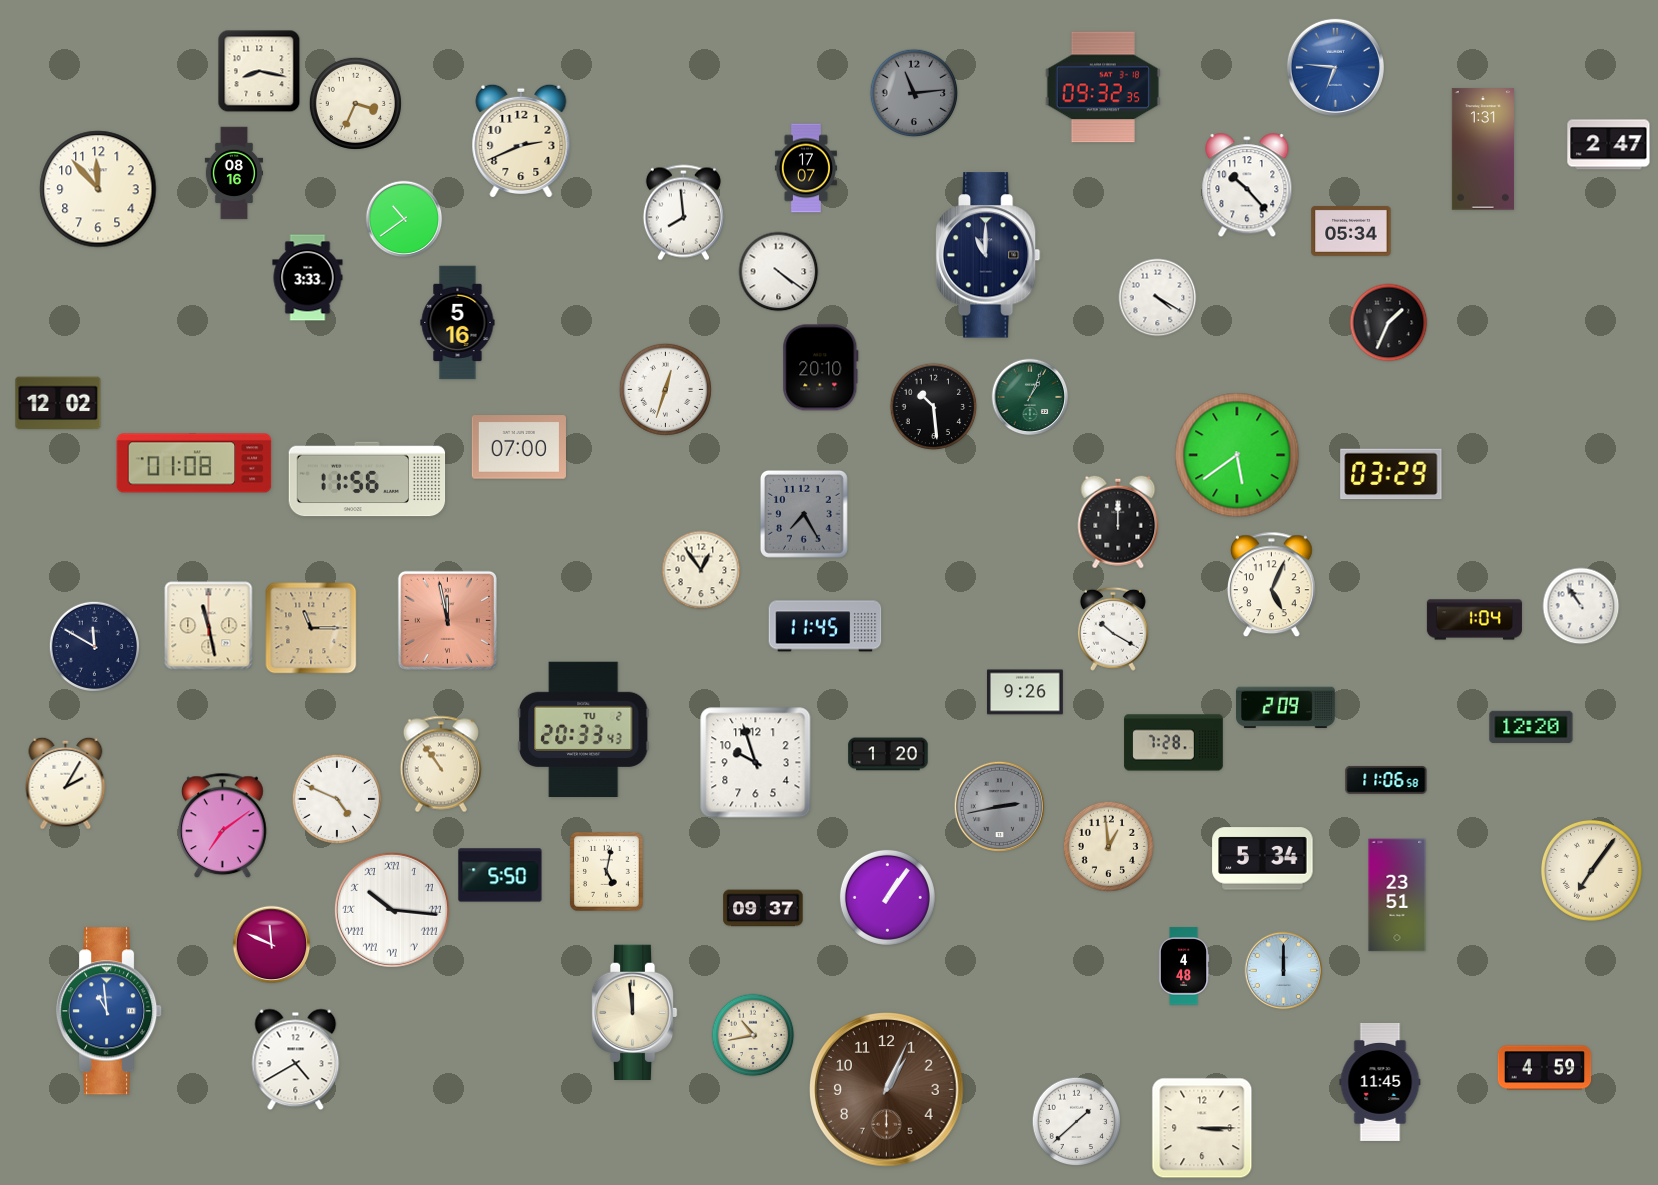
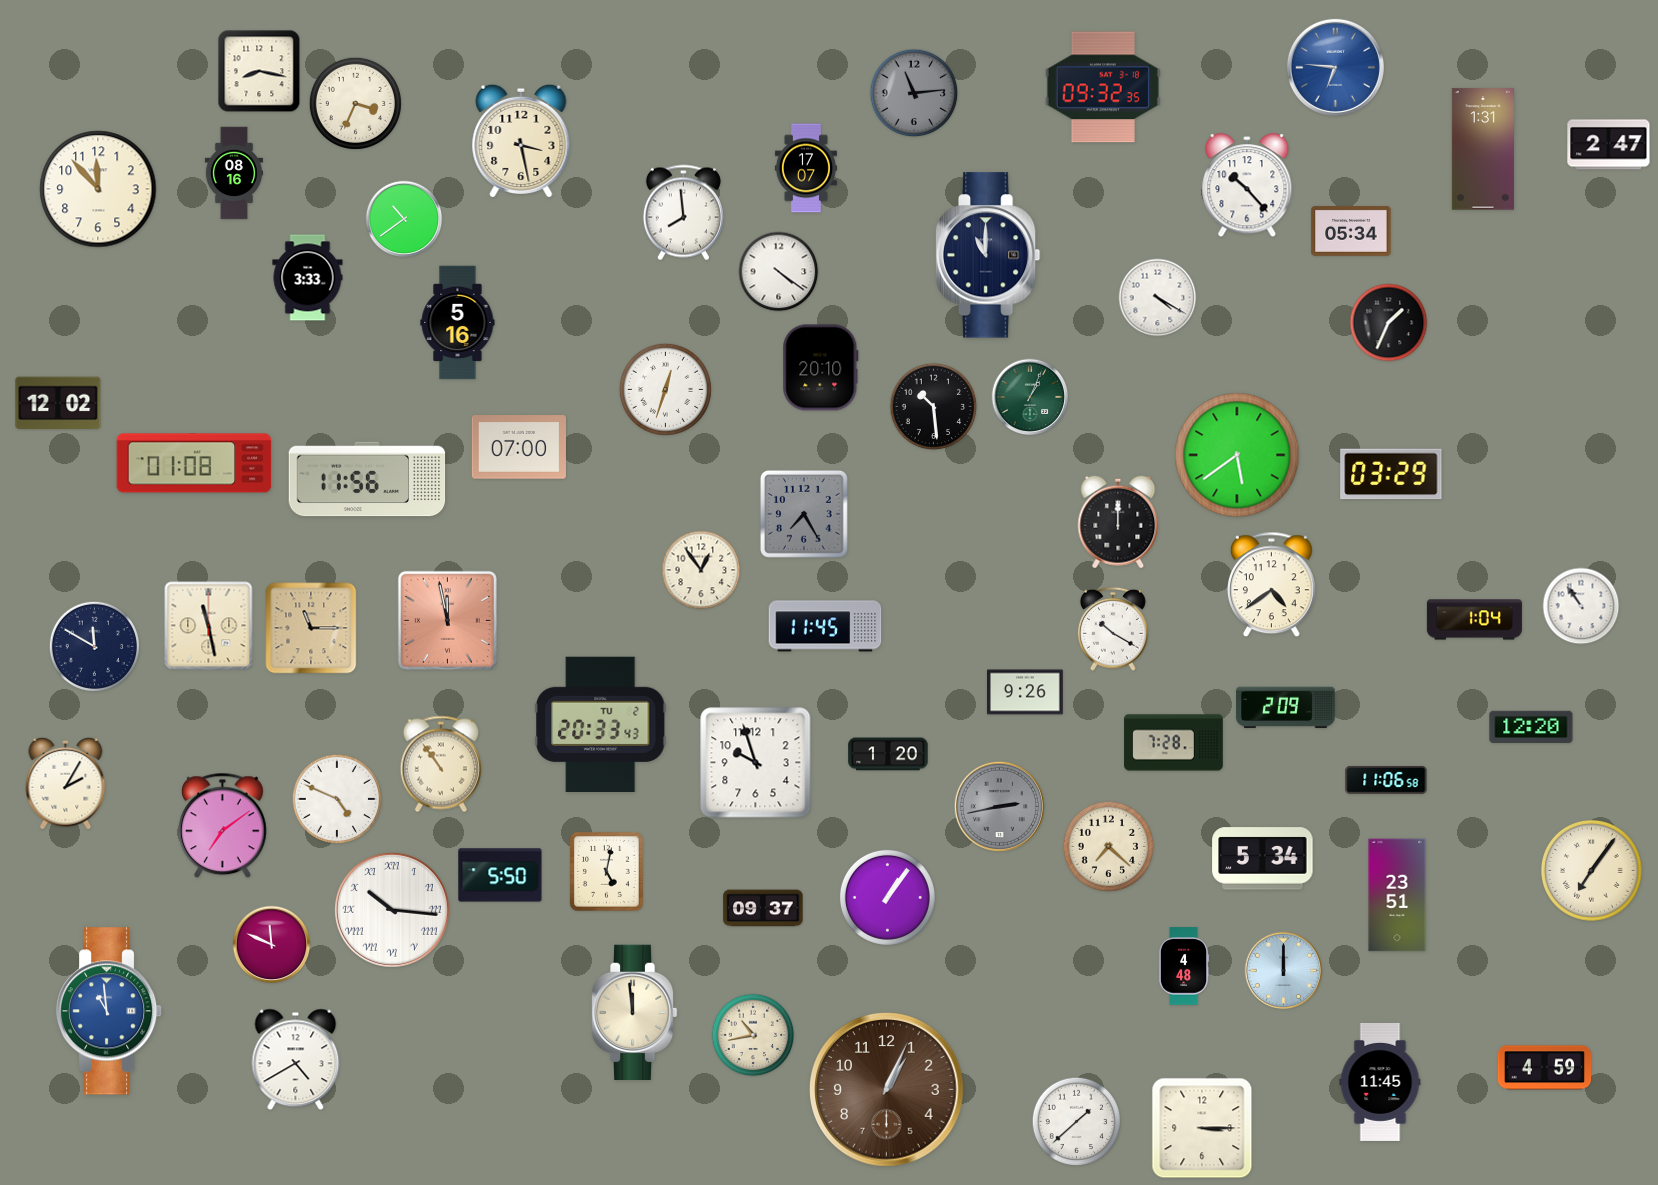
clock at (521, 140): 2:41 -> 3:28
clock at (1271, 585): 5:04 -> 4:39
clock at (583, 729) position: (583, 729) -> (600, 724)
clock at (1108, 846): 12:59 -> 7:22
